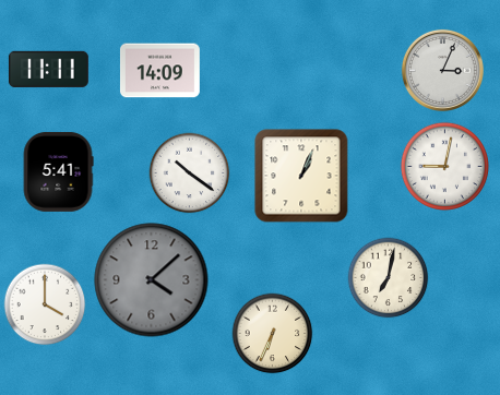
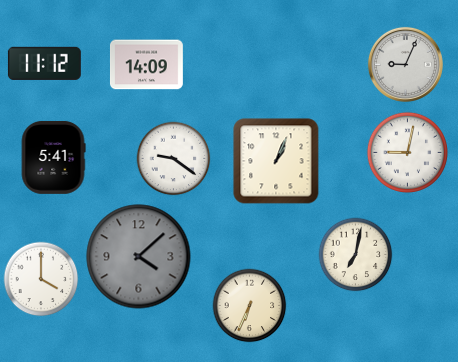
clock at (48, 69): 11:11 -> 11:12
clock at (442, 70): 3:04 -> 9:04
clock at (190, 173): 10:21 -> 9:21
